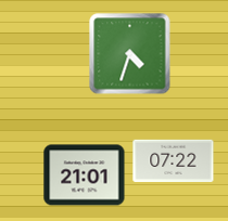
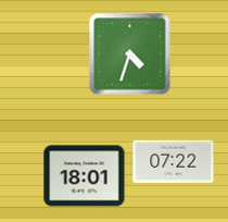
clock at (85, 175): 21:01 -> 18:01
